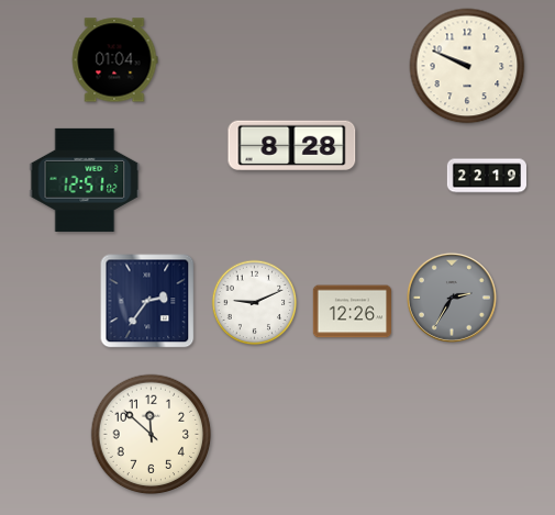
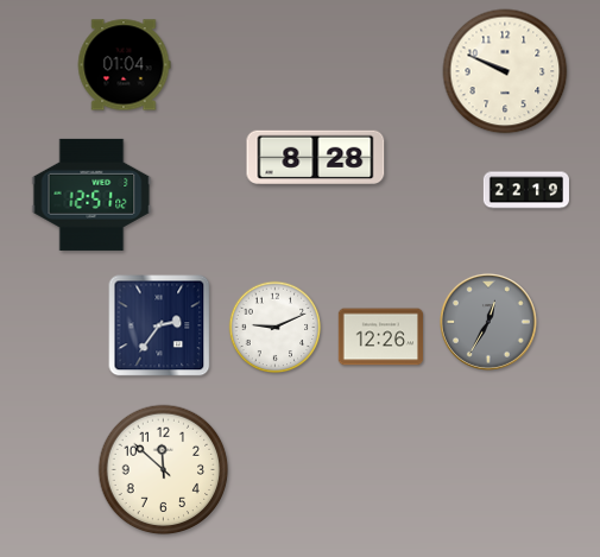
clock at (452, 298): 2:35 -> 12:35
